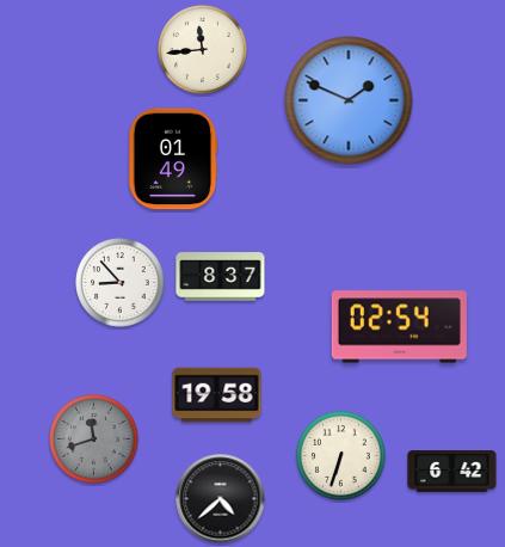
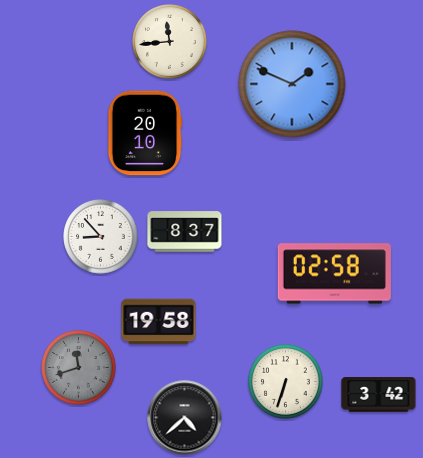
clock at (173, 159): 01:49 -> 20:10
clock at (399, 327): 02:54 -> 02:58
clock at (217, 395) position: (217, 395) -> (159, 322)
clock at (452, 472): 6:42 -> 3:42
